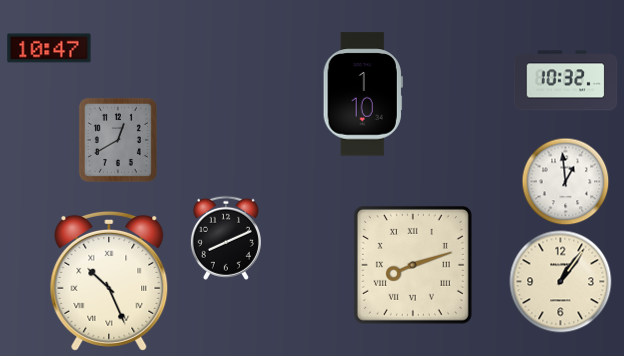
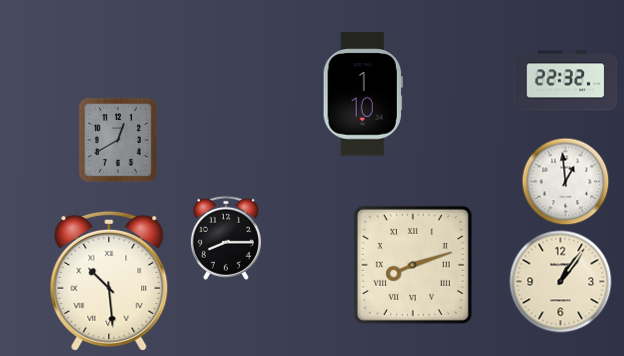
clock at (49, 48): 10:47 -> none
clock at (566, 81): 10:32 -> 22:32
clock at (226, 238): 8:11 -> 8:15
clock at (109, 281): 10:26 -> 10:29
